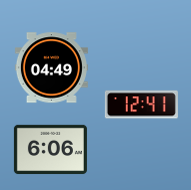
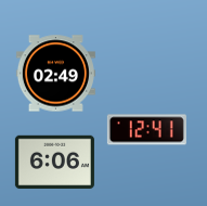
clock at (51, 68): 04:49 -> 02:49
clock at (141, 105) position: (141, 105) -> (146, 130)
